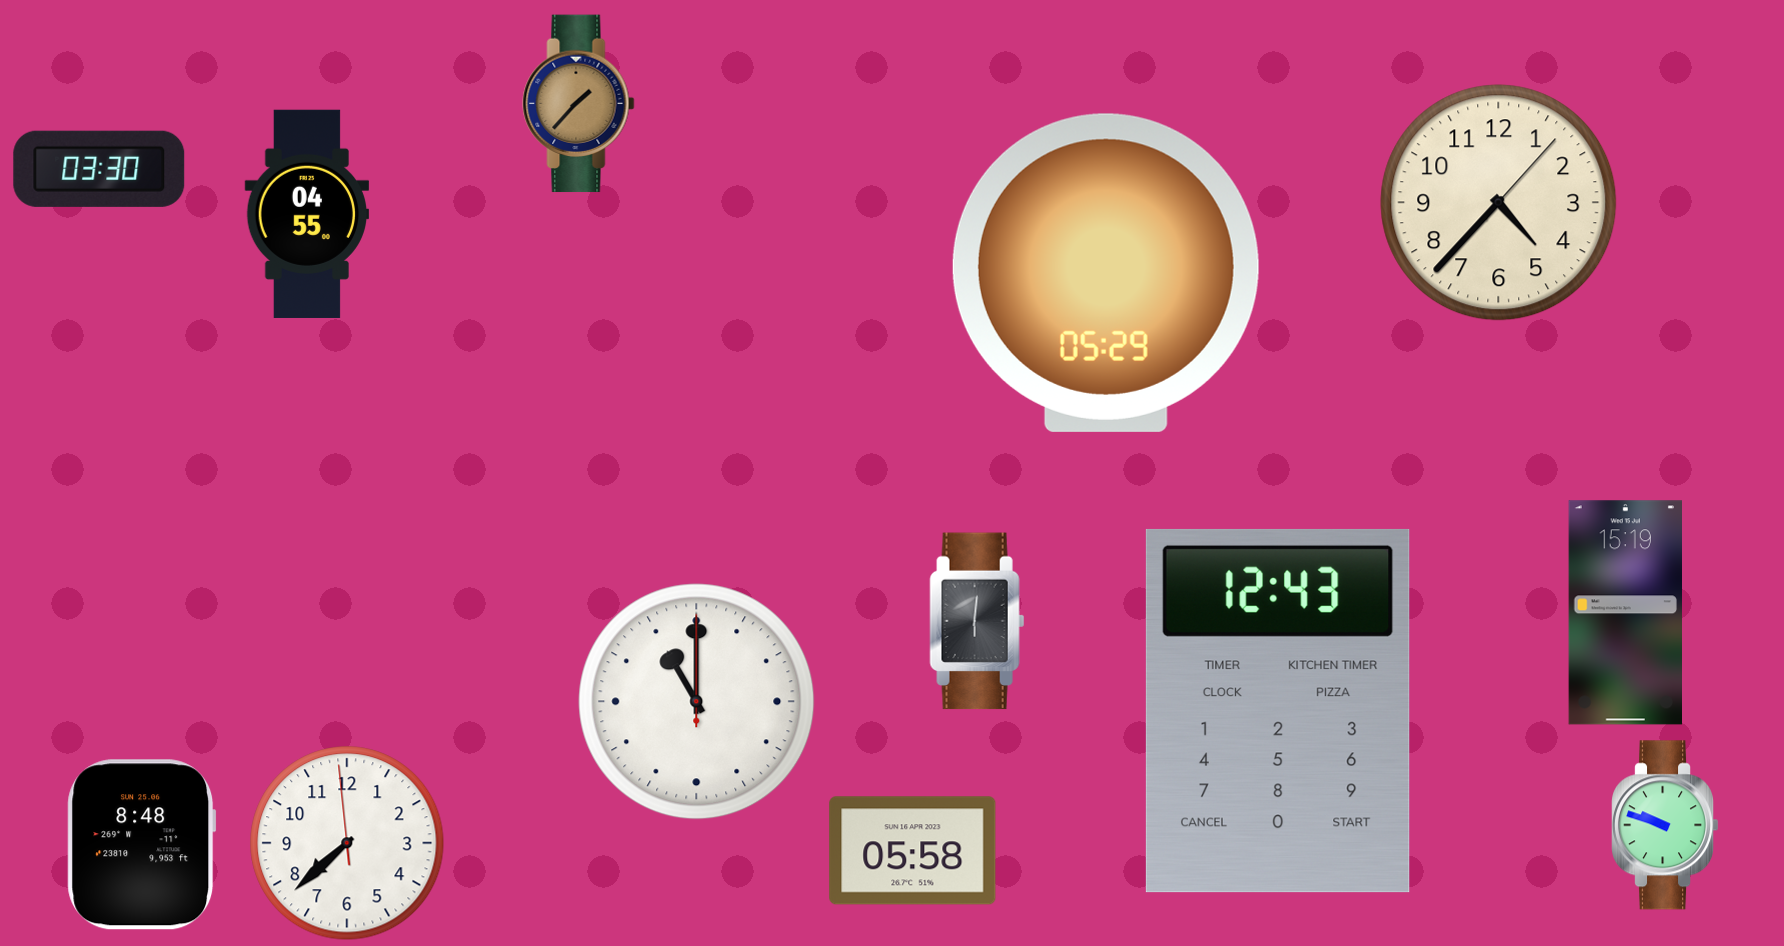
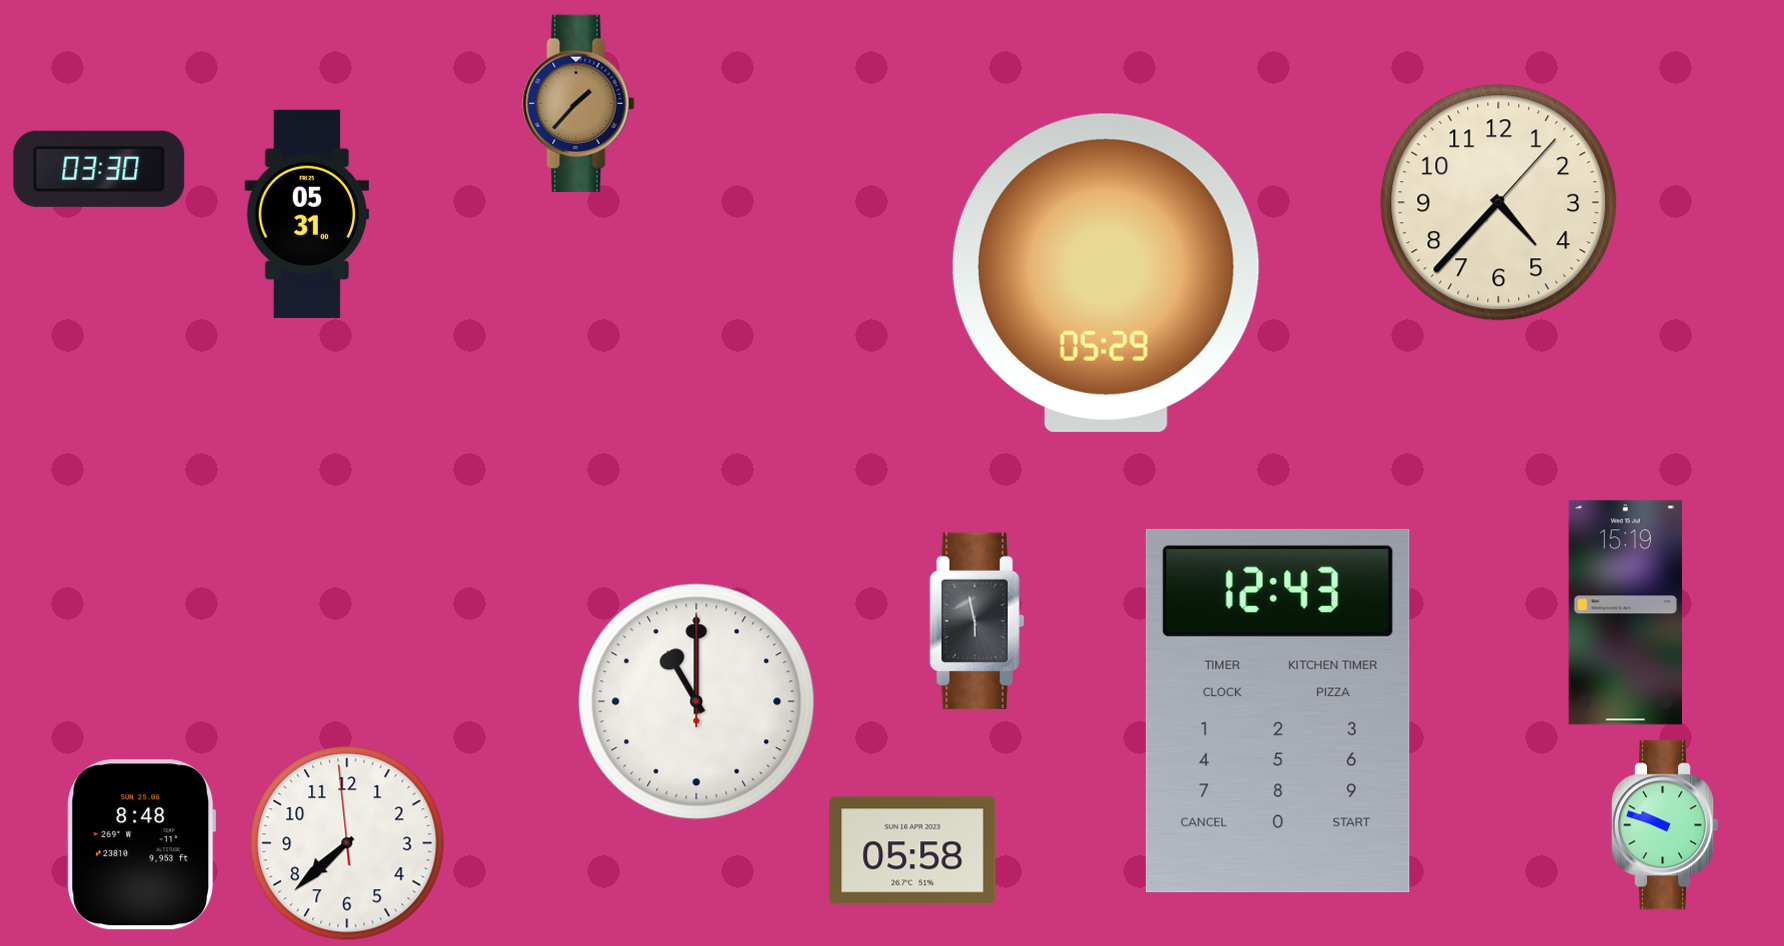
clock at (306, 214): 04:55 -> 05:31
clock at (977, 621): 6:01 -> 5:58
